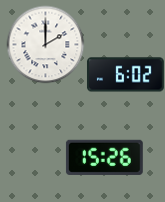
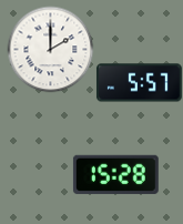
clock at (126, 75): 6:02 -> 5:57
clock at (104, 157): 15:26 -> 15:28
